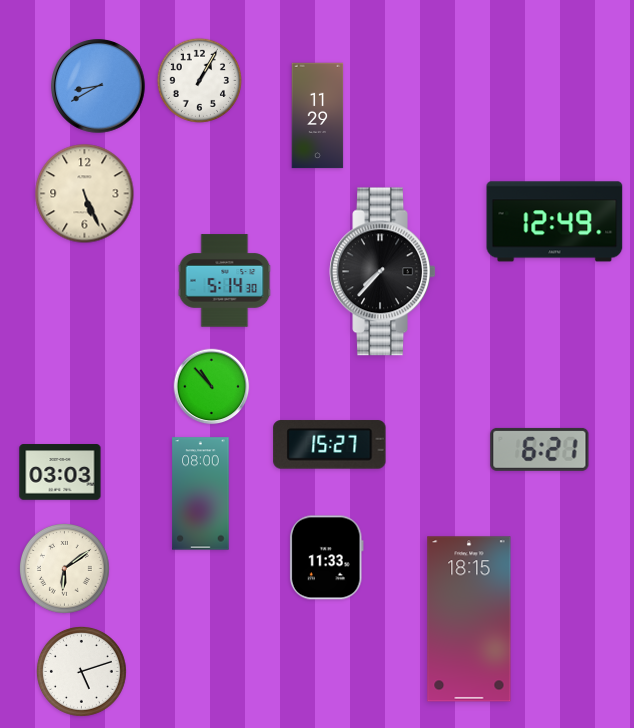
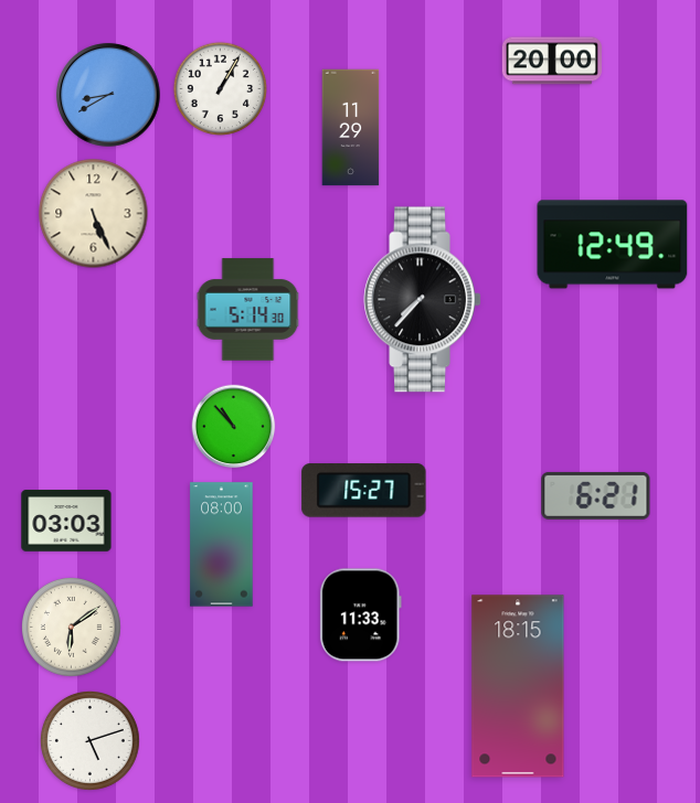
clock at (552, 61): none -> 20:00
clock at (469, 619) position: (469, 619) -> (518, 686)
